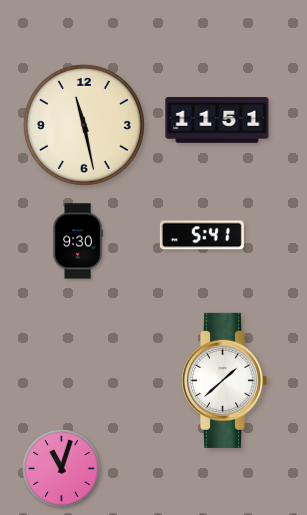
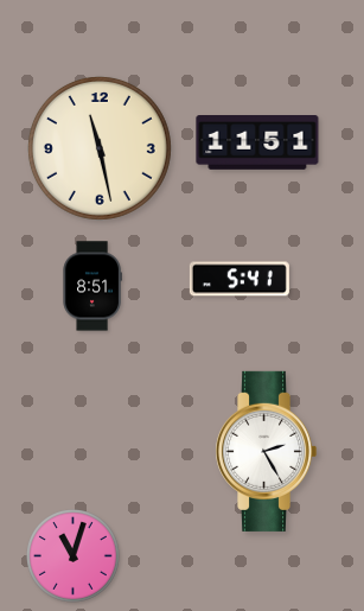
clock at (78, 241): 9:30 -> 8:51
clock at (225, 380): 1:38 -> 2:25
